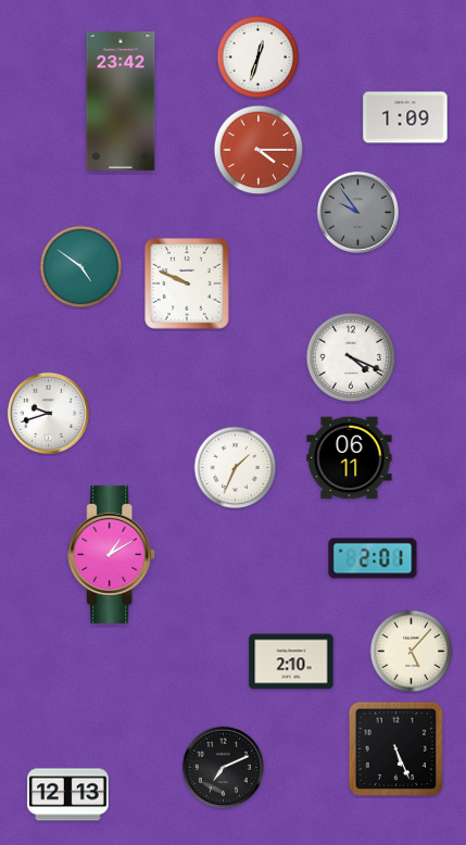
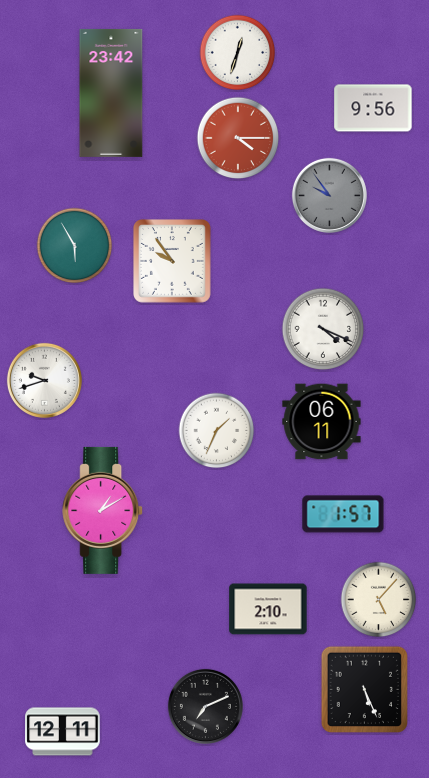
clock at (405, 117): 1:09 -> 9:56
clock at (81, 267): 4:51 -> 5:55
clock at (188, 285): 9:49 -> 9:54
clock at (373, 558): 2:01 -> 1:57
clock at (68, 795): 12:13 -> 12:11
